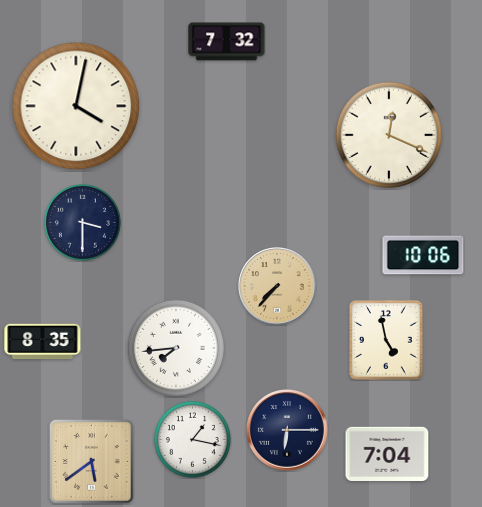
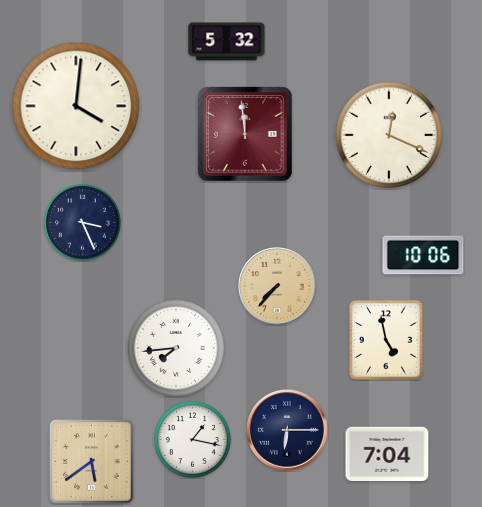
clock at (227, 42): 7:32 -> 5:32
clock at (76, 106): 4:02 -> 4:01
clock at (246, 135): none -> 11:59
clock at (82, 222): 3:30 -> 3:26
clock at (43, 342): 8:35 -> none
